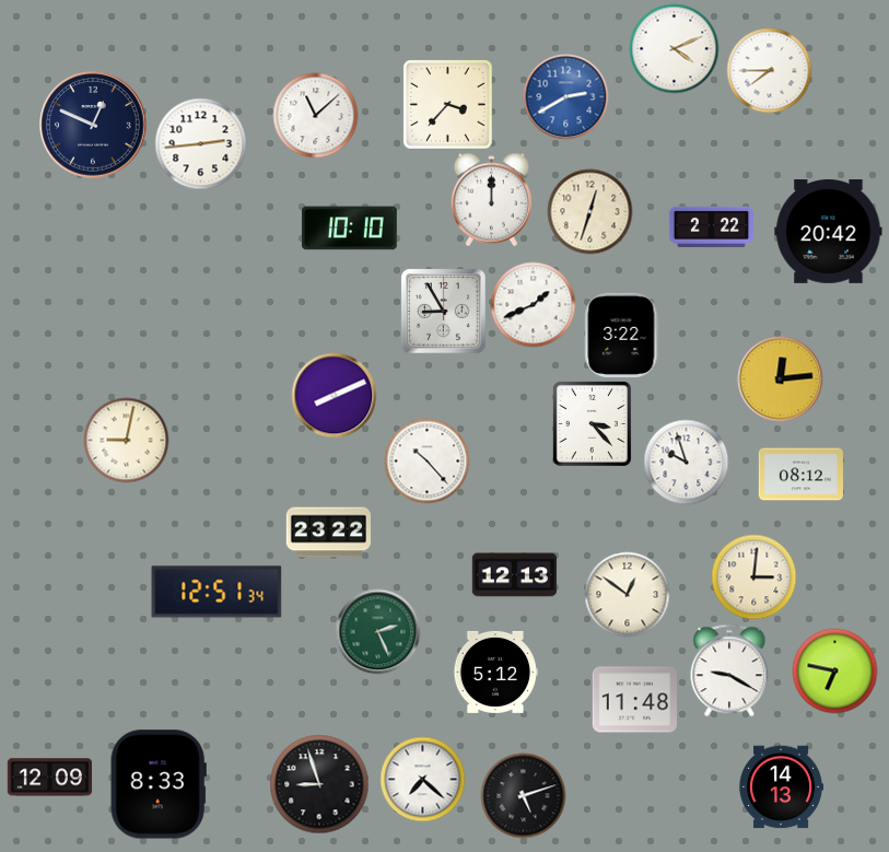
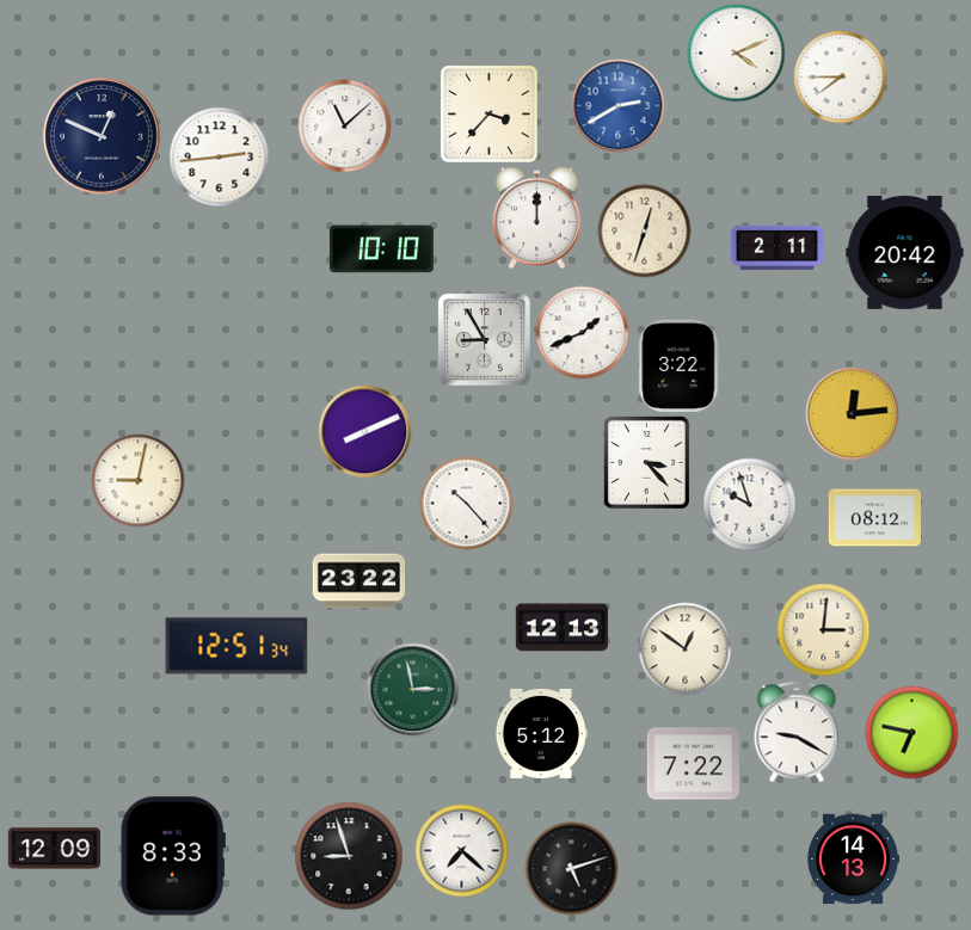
clock at (711, 226): 2:22 -> 2:11
clock at (377, 631): 2:26 -> 2:58
clock at (634, 700): 11:48 -> 7:22
